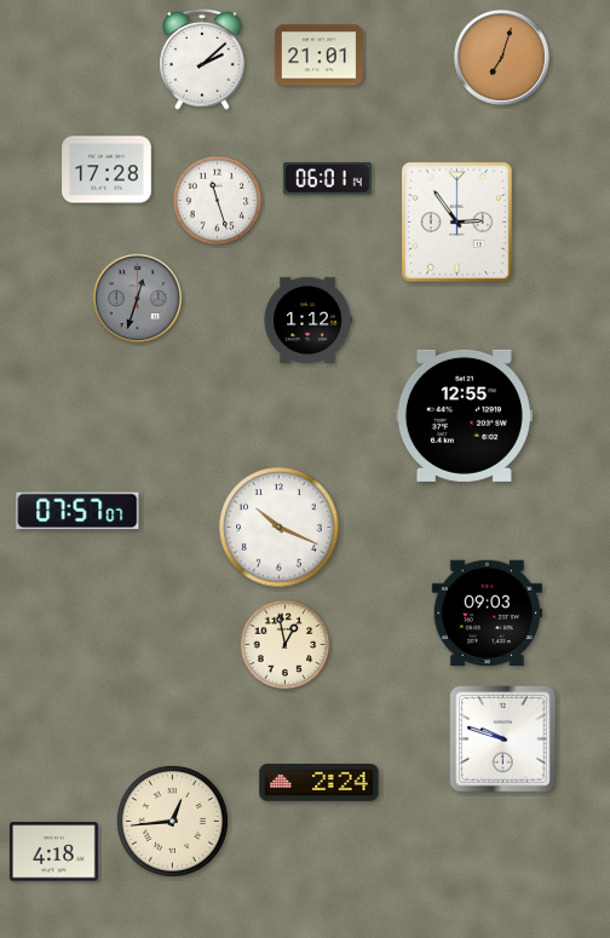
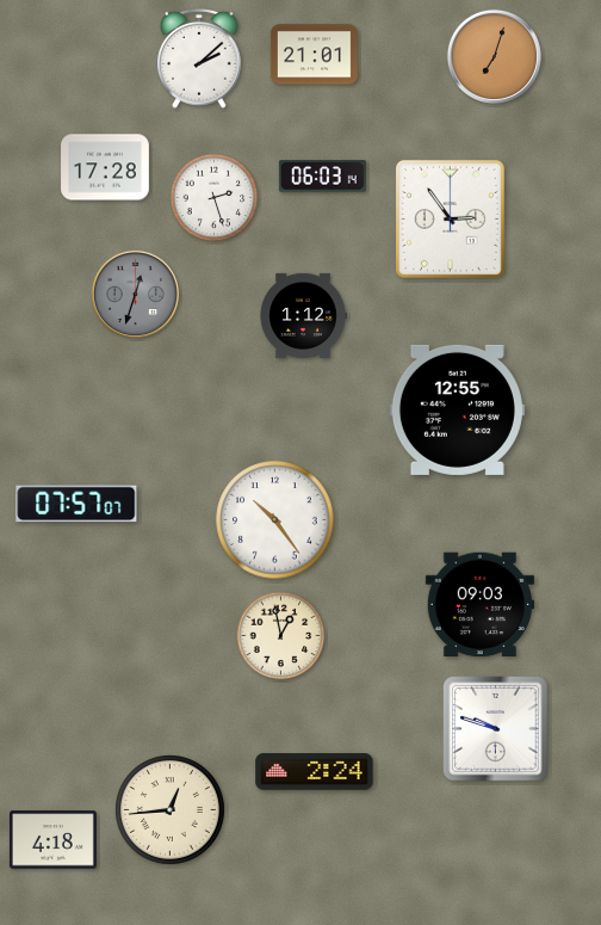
clock at (327, 179): 06:01 -> 06:03
clock at (218, 201): 11:27 -> 2:27
clock at (280, 528): 10:19 -> 10:24
